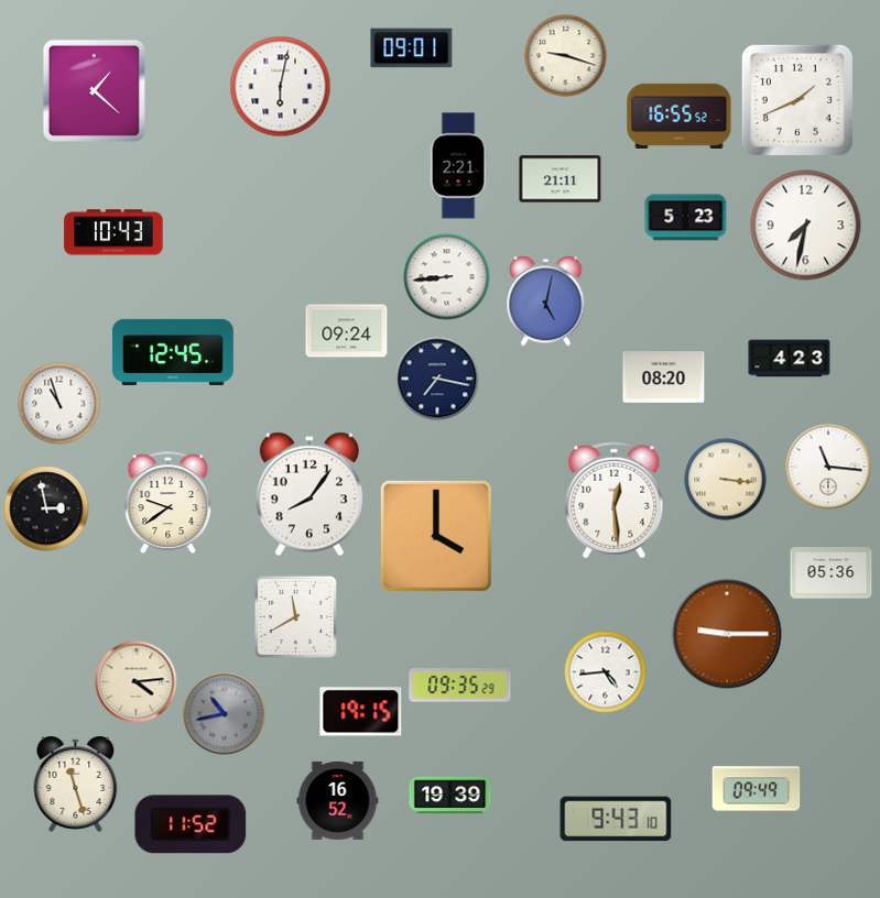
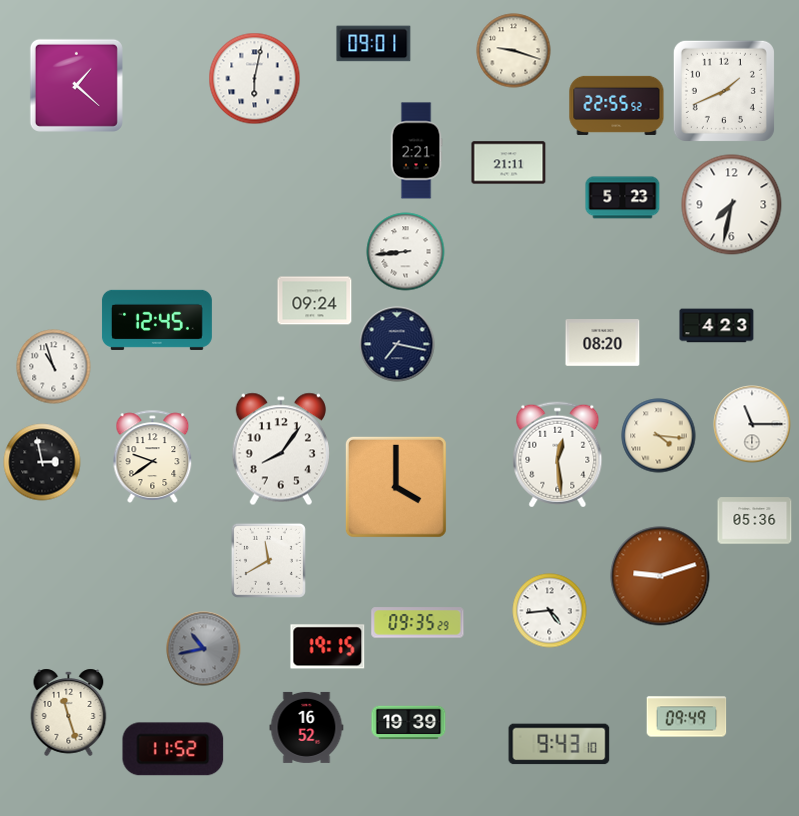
clock at (94, 90) position: (94, 90) -> (76, 85)
clock at (680, 116): 16:55 -> 22:55
clock at (113, 232): 10:43 -> none
clock at (546, 302): 5:02 -> none
clock at (828, 467): 11:16 -> 11:15
clock at (726, 480): 3:16 -> 4:16
clock at (727, 634): 9:15 -> 9:12
clock at (137, 682): 4:14 -> none
